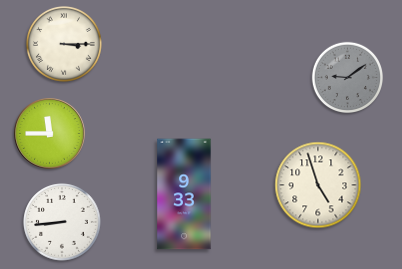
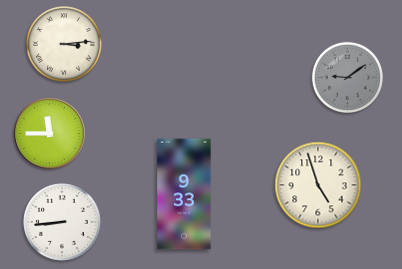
clock at (65, 45): 3:15 -> 3:14
